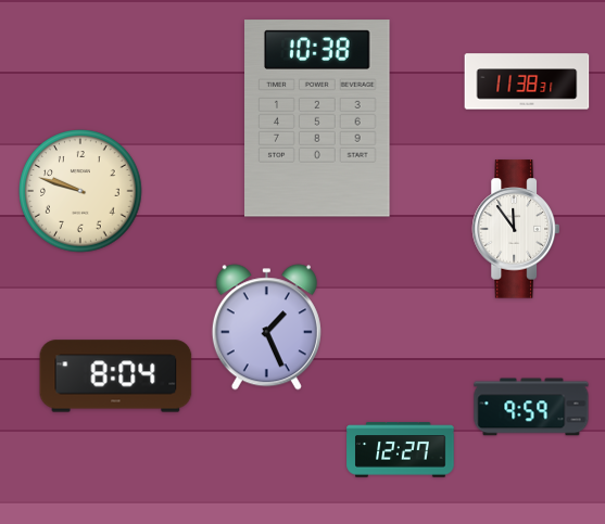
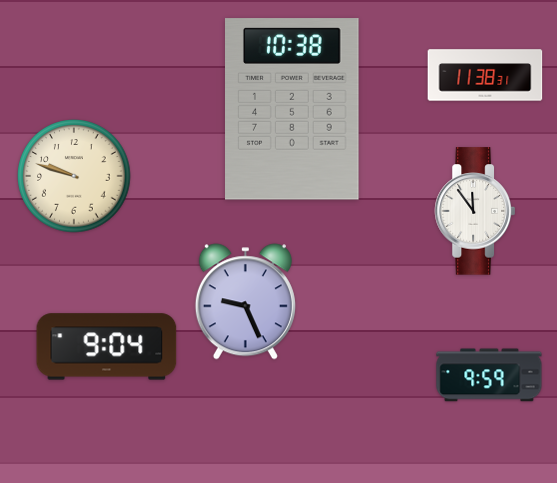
clock at (266, 328): 1:26 -> 9:26
clock at (116, 376): 8:04 -> 9:04
clock at (401, 450): 12:27 -> none
